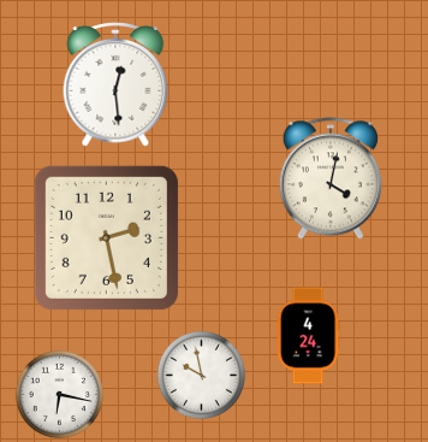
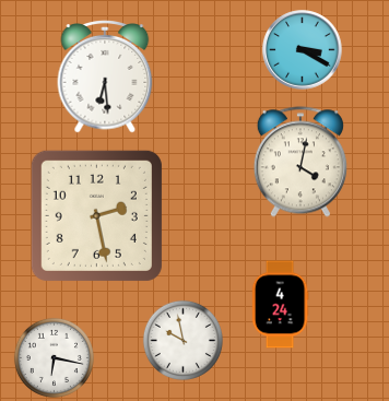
clock at (303, 50): none -> 3:20
clock at (115, 86): 12:29 -> 6:29
